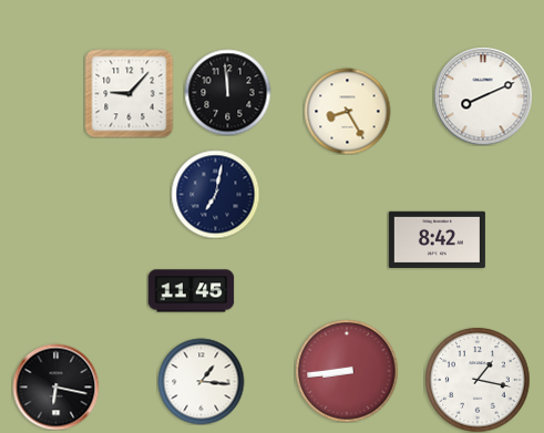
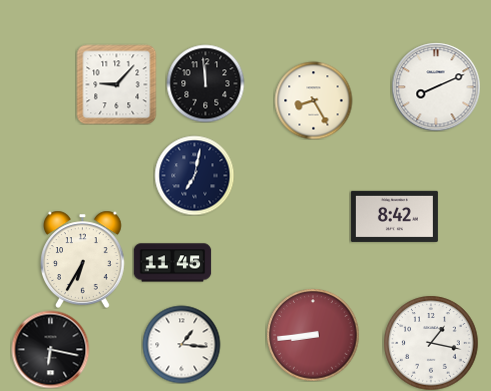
clock at (83, 259): none -> 6:35
